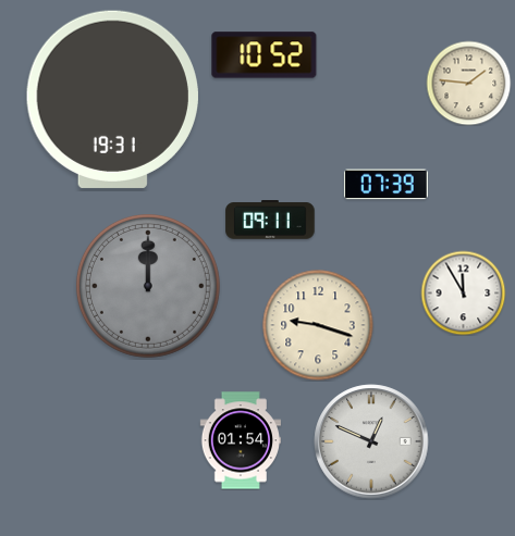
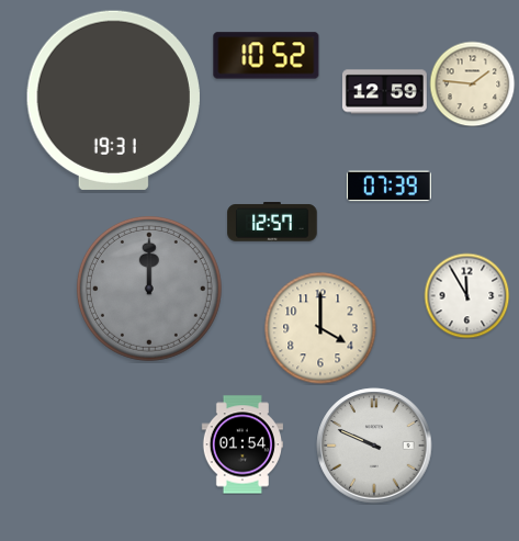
clock at (384, 92): none -> 12:59
clock at (270, 220): 09:11 -> 12:57
clock at (318, 325): 9:18 -> 4:00
clock at (371, 441): 12:49 -> 9:49
